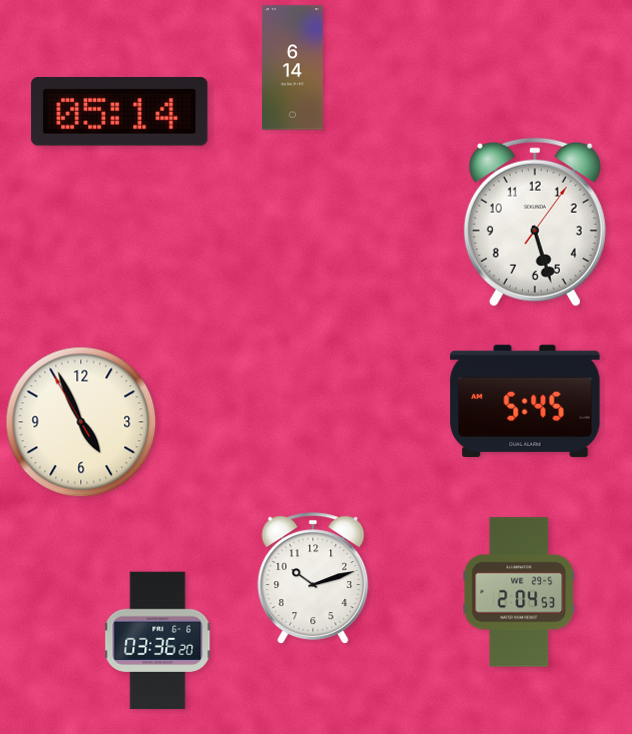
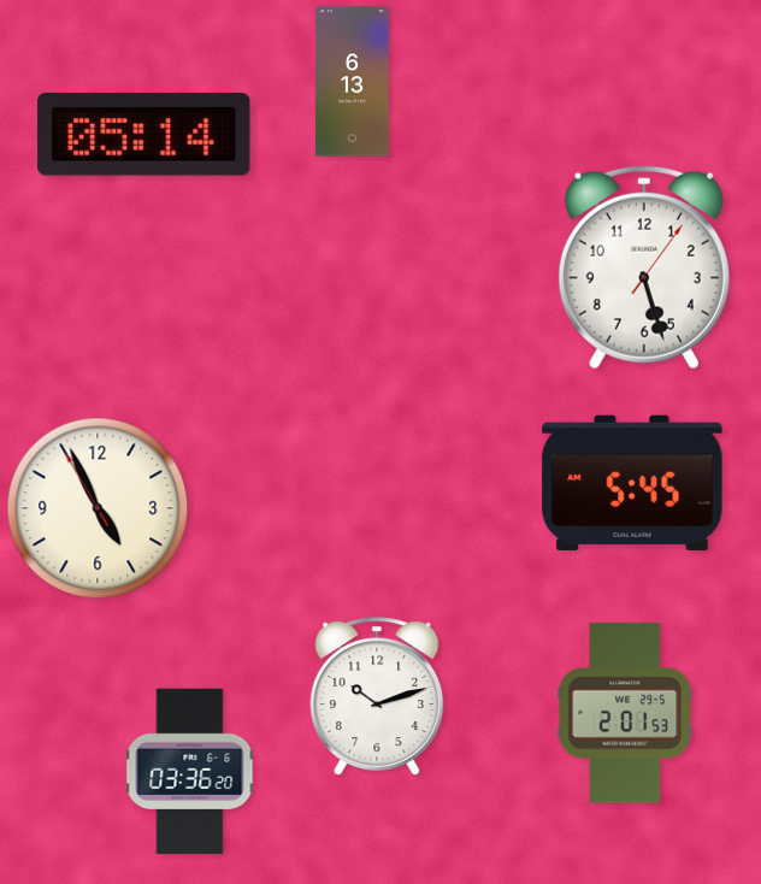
clock at (292, 68): 6:14 -> 6:13
clock at (519, 592): 2:04 -> 2:01
